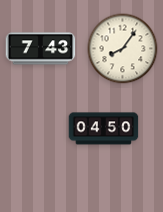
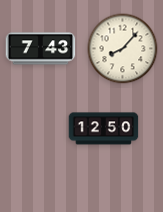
clock at (123, 49): 8:06 -> 8:07
clock at (104, 129): 04:50 -> 12:50
